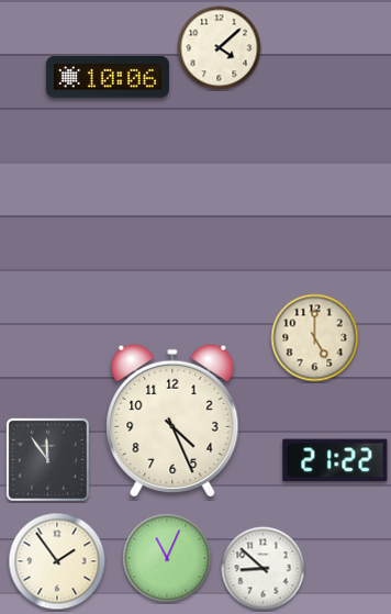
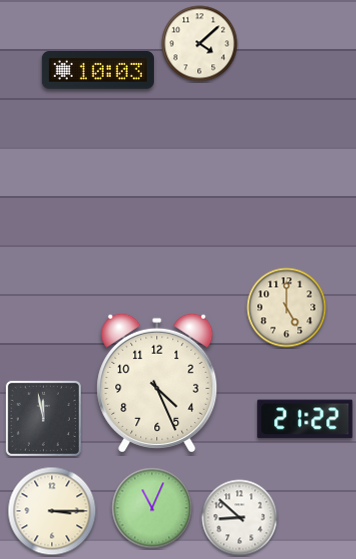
clock at (108, 78): 10:06 -> 10:03
clock at (47, 459): 11:54 -> 11:58
clock at (57, 561): 1:54 -> 3:15
